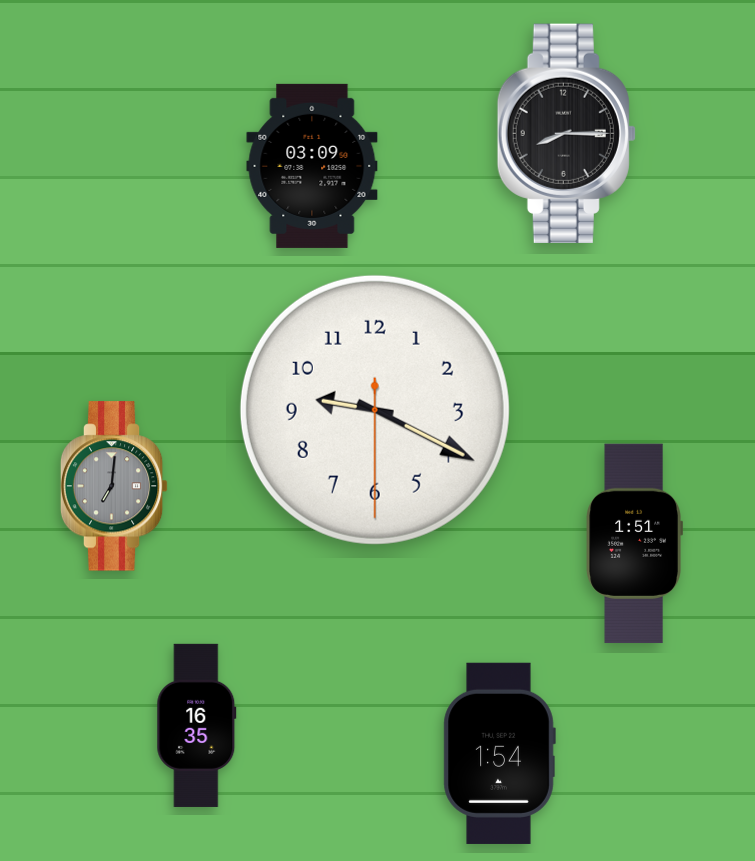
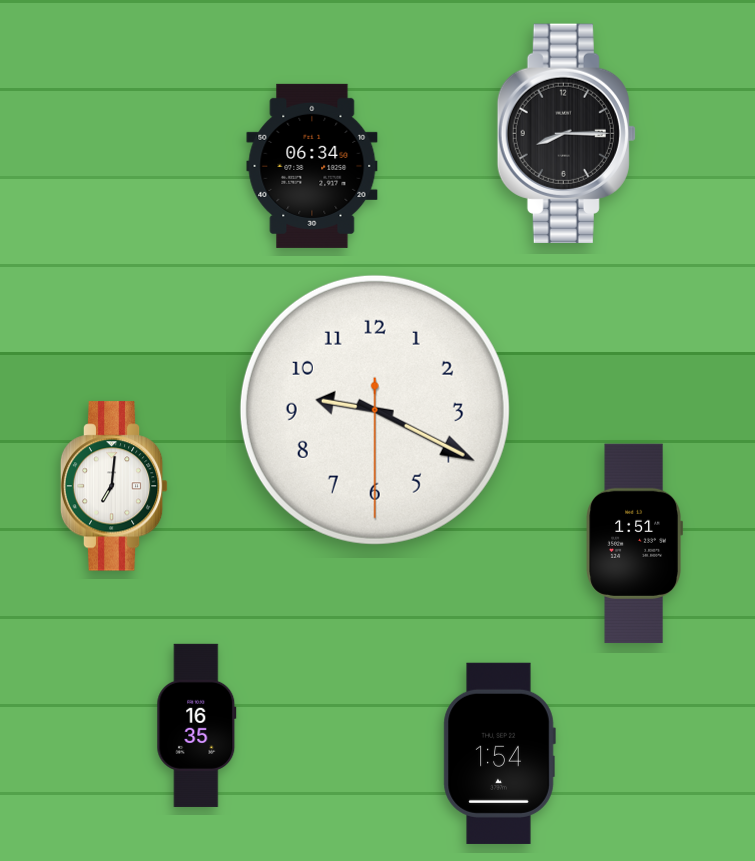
clock at (312, 166): 03:09 -> 06:34
clock at (114, 486) dial: grey -> white
